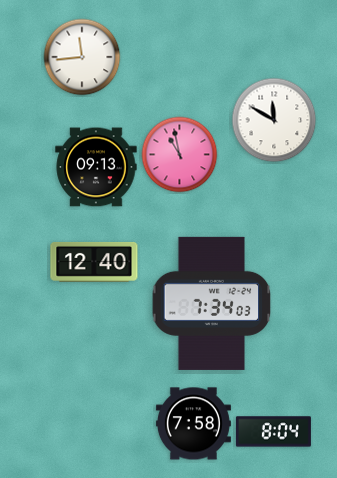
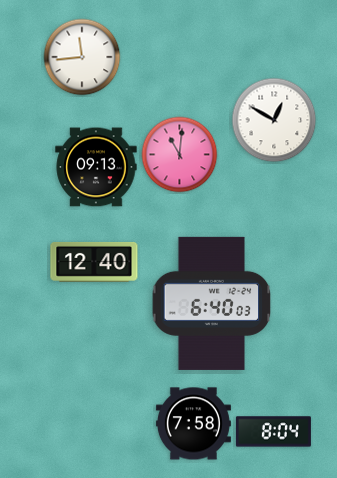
clock at (274, 120): 11:50 -> 12:50
clock at (180, 155): 10:58 -> 11:01
clock at (212, 303): 7:34 -> 6:40
